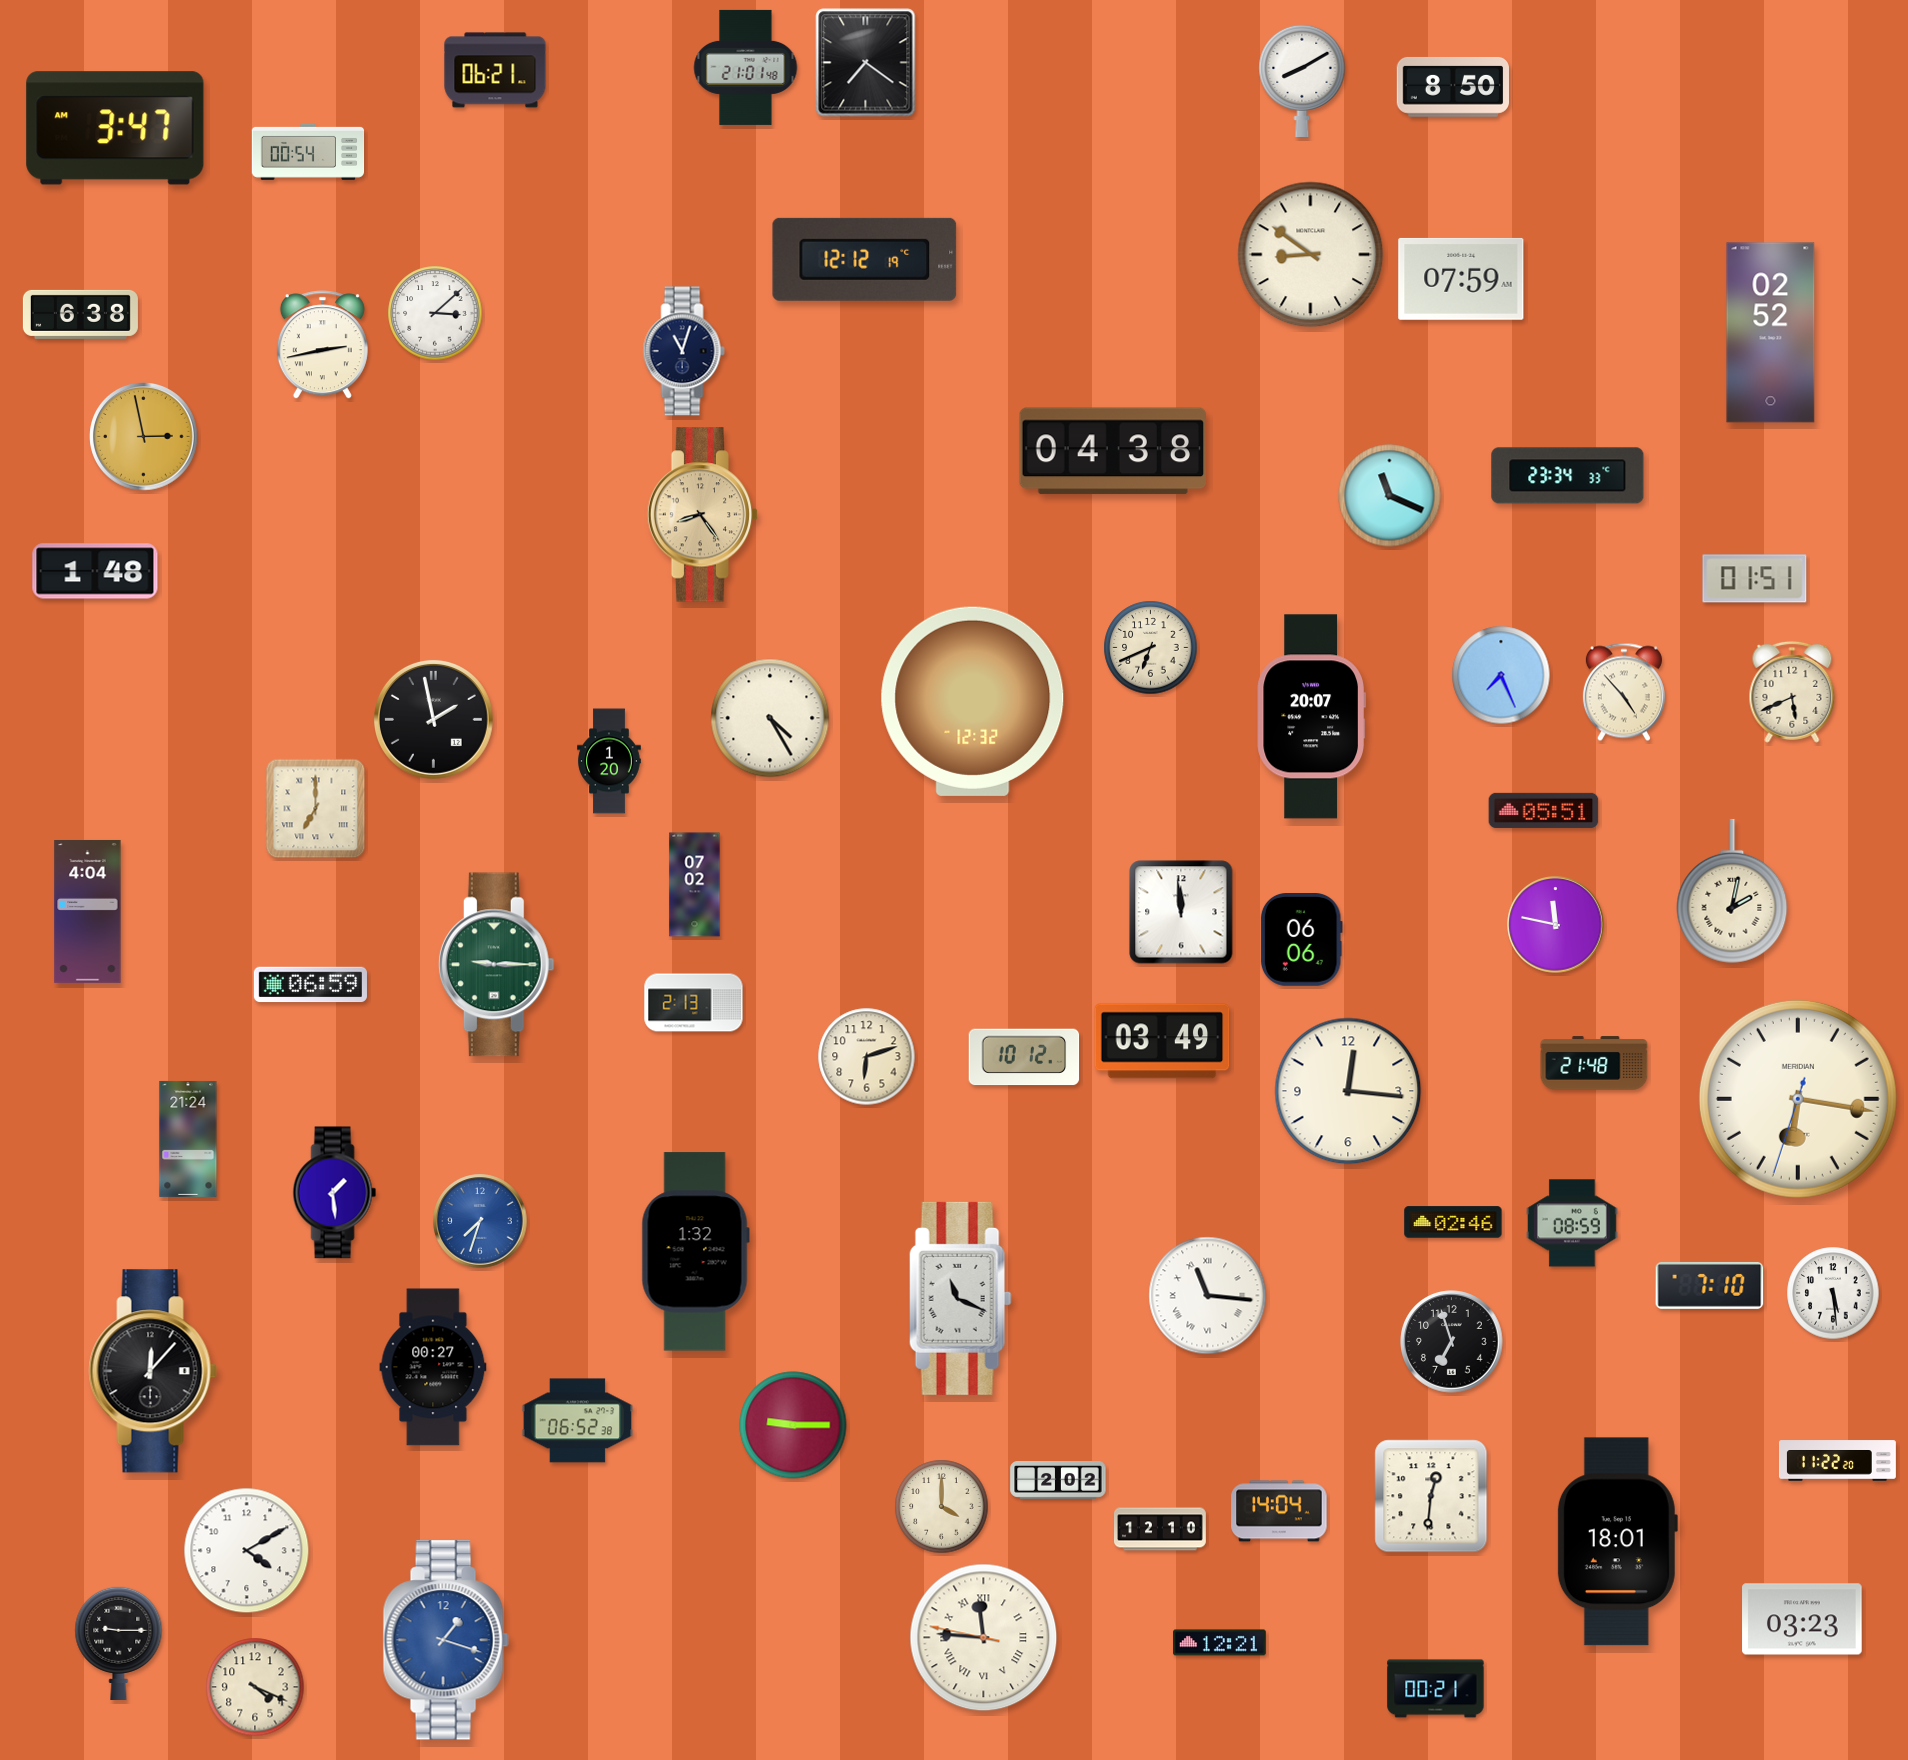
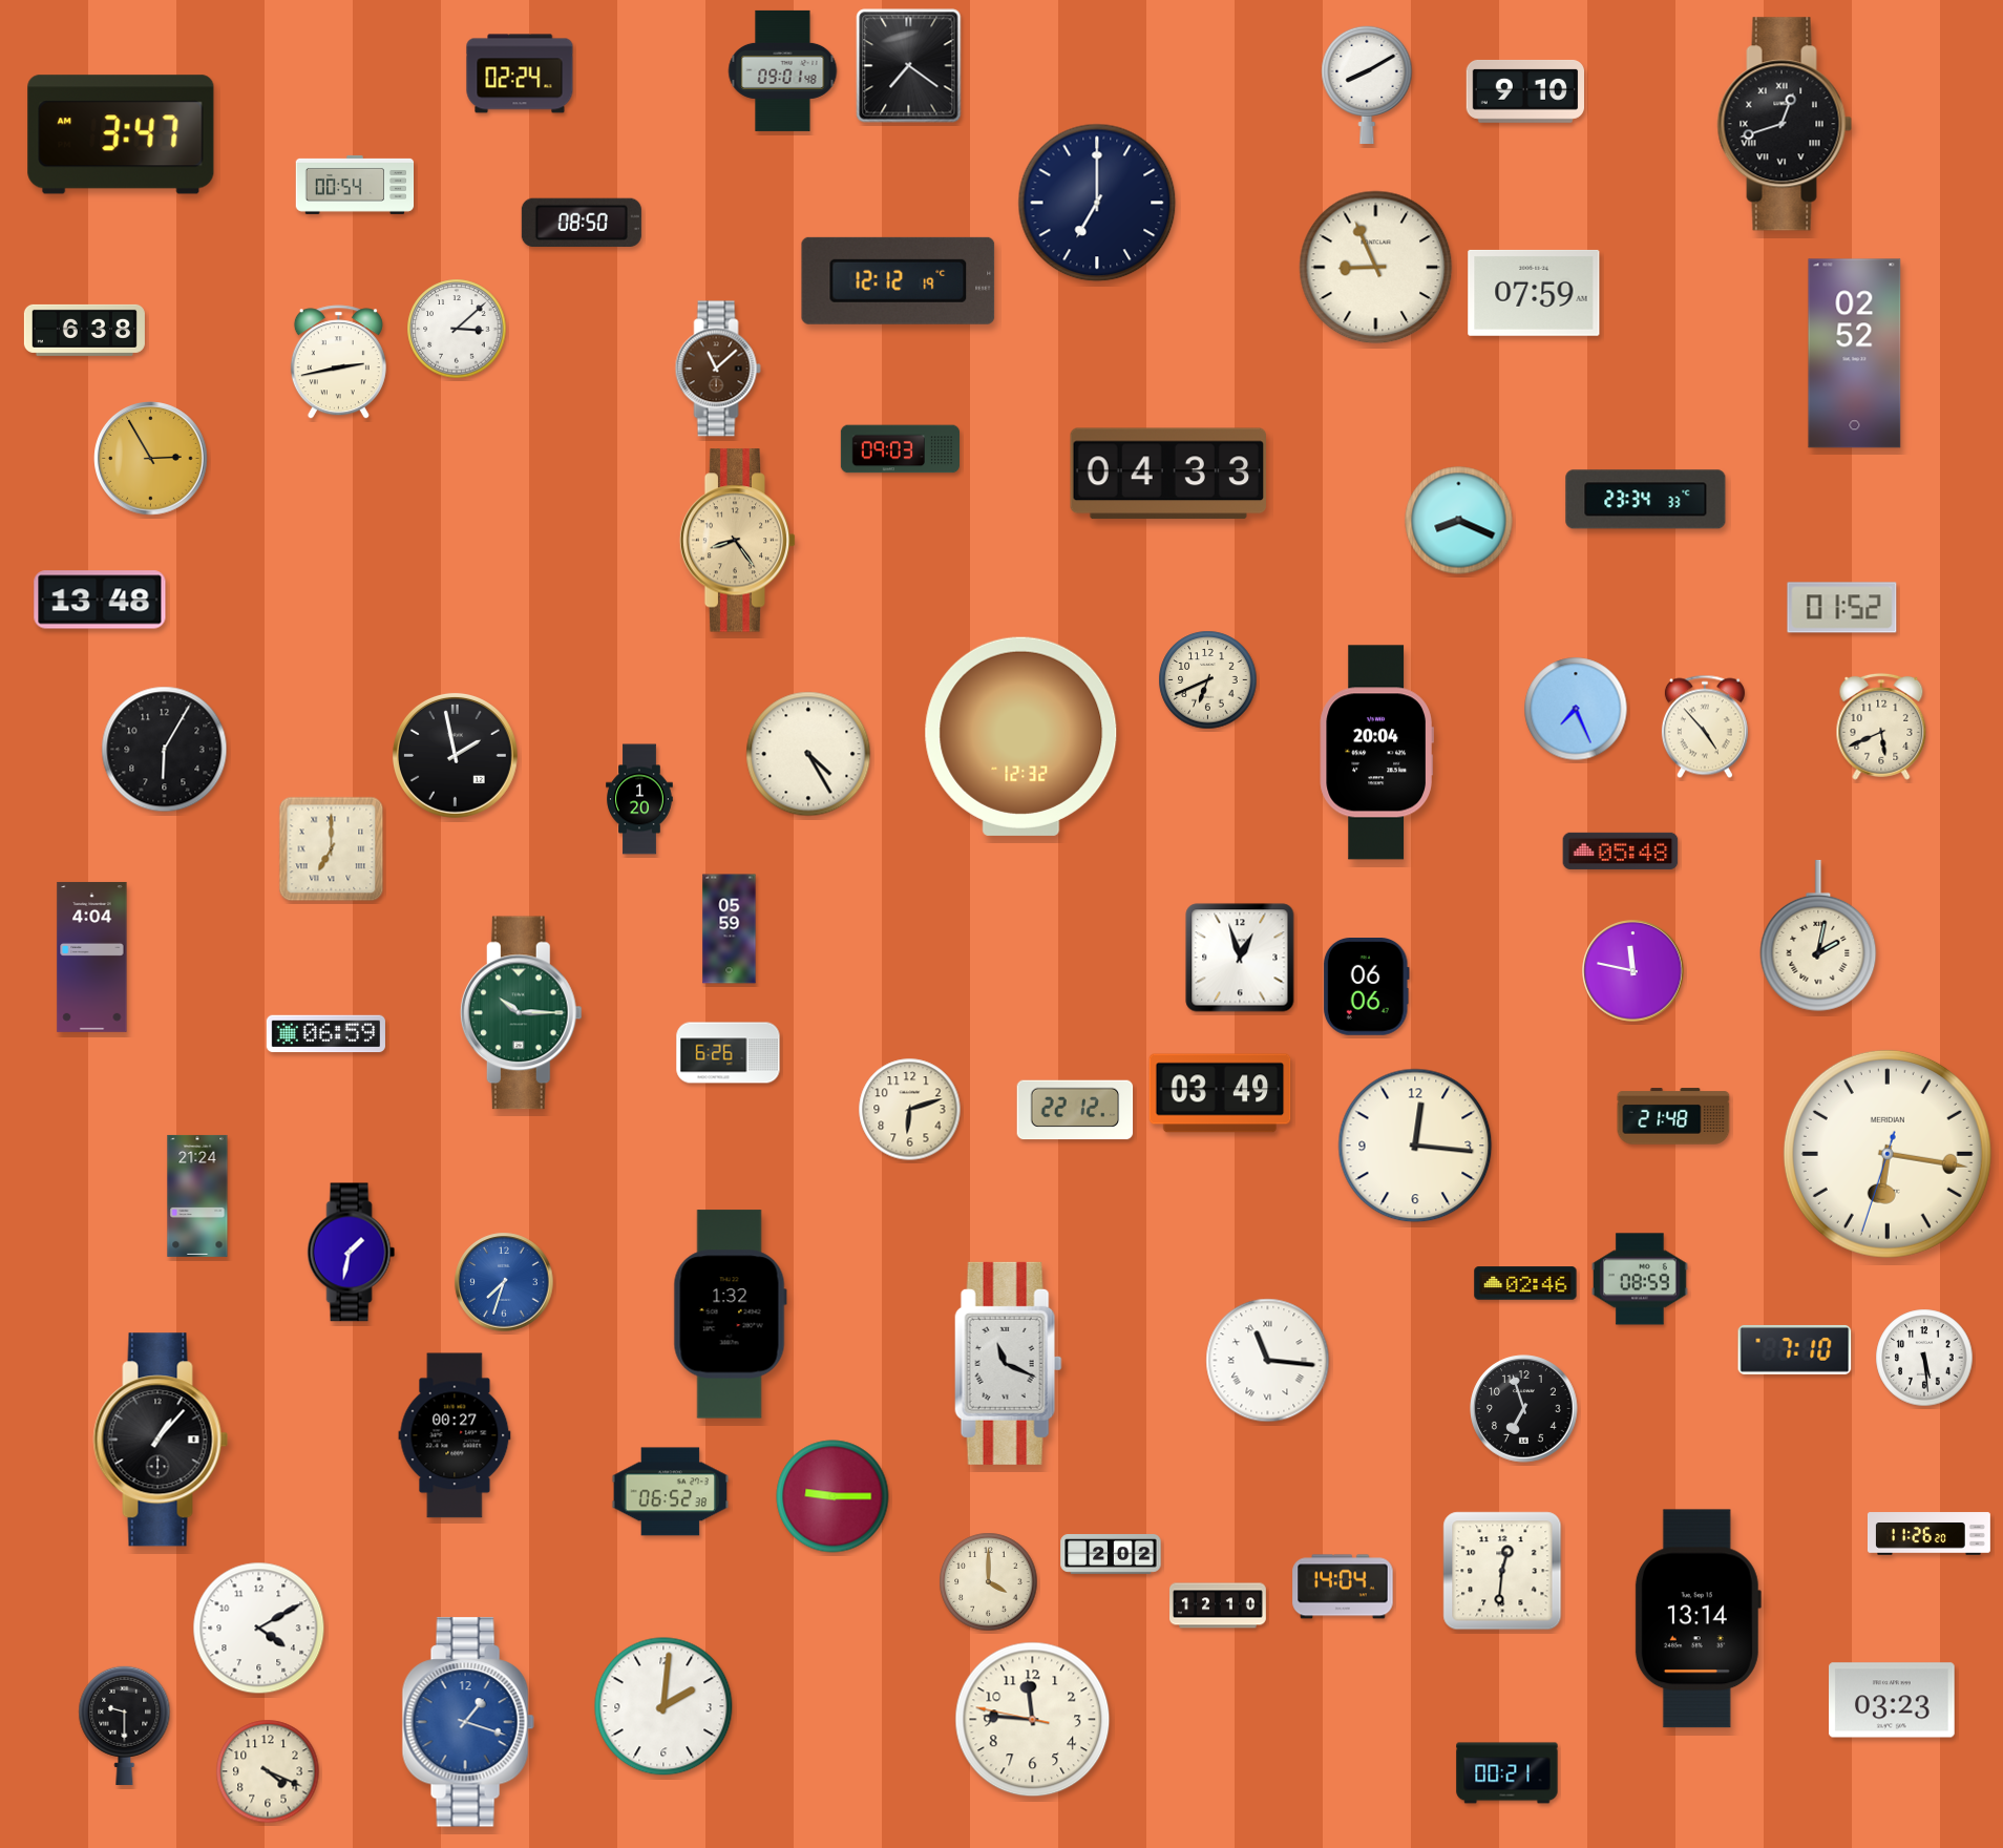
clock at (746, 67): 21:01 -> 09:01
clock at (495, 70): 06:21 -> 02:24
clock at (1452, 87): 8:50 -> 9:10
clock at (1785, 124): none -> 12:42
clock at (308, 152) position: (308, 152) -> (355, 185)
clock at (1097, 203): none -> 7:00
clock at (582, 223): none -> 08:50
clock at (1311, 255): 8:51 -> 8:56
clock at (865, 259) position: (865, 259) -> (899, 280)
clock at (1771, 333) position: (1771, 333) -> (1855, 354)
clock at (684, 351): 11:03 -> 11:08
clock at (684, 351) dial: navy -> brown
clock at (900, 449): none -> 09:03
clock at (144, 437): 2:58 -> 2:55
clock at (1112, 451): 04:38 -> 04:33
clock at (1390, 496): 11:19 -> 8:19
clock at (95, 571): 1:48 -> 13:48
clock at (1755, 579): 01:51 -> 01:52
clock at (165, 750): none -> 6:05
clock at (1311, 717): 20:07 -> 20:04
clock at (1544, 810): 05:51 -> 05:48
clock at (695, 885): 07:02 -> 05:59
clock at (1181, 912): 11:59 -> 12:57
clock at (496, 965): 9:15 -> 10:15
clock at (694, 1003): 2:13 -> 6:26
clock at (1024, 1057): 10:12 -> 22:12
clock at (335, 1193): 1:29 -> 1:32
clock at (1572, 1223) position: (1572, 1223) -> (1640, 1279)
clock at (153, 1371): 12:07 -> 1:07
clock at (578, 1421) position: (578, 1421) -> (671, 1492)
clock at (1837, 1461): 11:22 -> 11:26
clock at (1617, 1542): 18:01 -> 13:14
clock at (663, 1706): none -> 2:01
clock at (984, 1638) numerals: Roman -> Arabic
clock at (119, 1643): 9:15 -> 9:30
clock at (1220, 1643): 12:21 -> none
